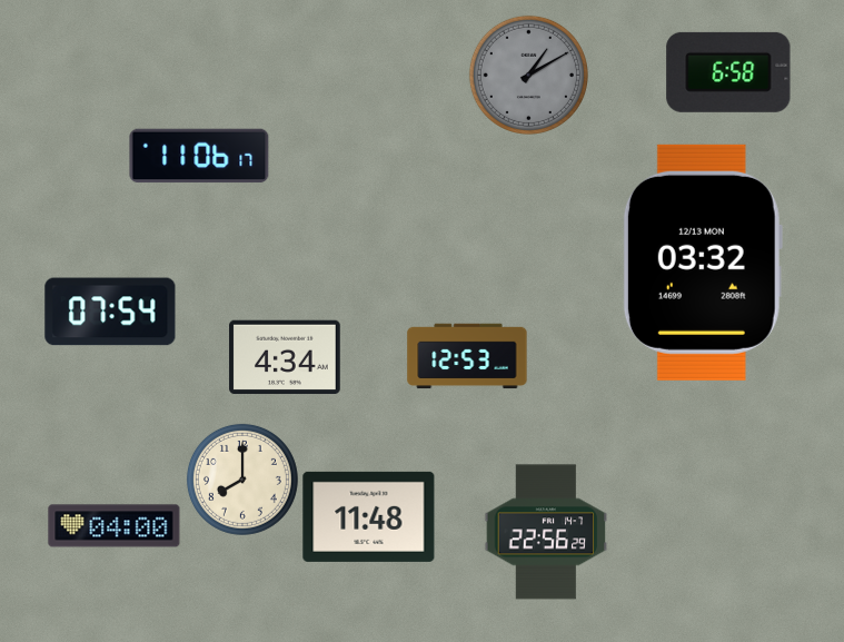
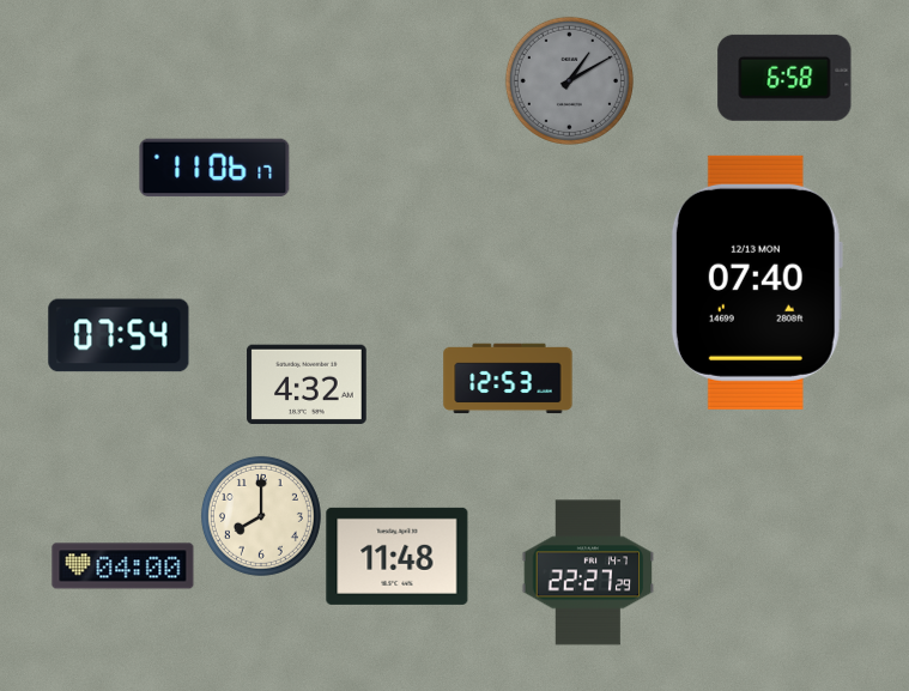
clock at (703, 263): 03:32 -> 07:40
clock at (467, 356) position: (467, 356) -> (508, 378)
clock at (285, 357): 4:34 -> 4:32
clock at (546, 532): 22:56 -> 22:27
